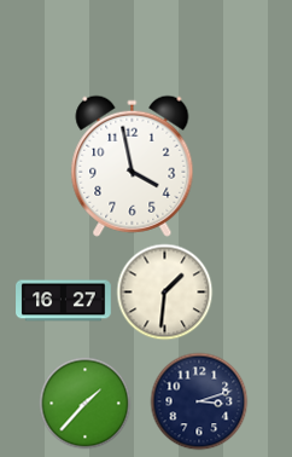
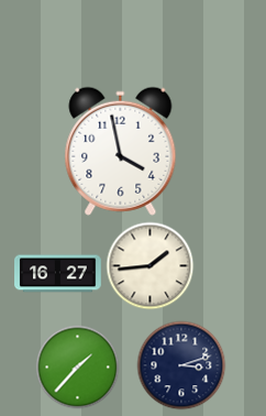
clock at (165, 293): 1:31 -> 1:44
